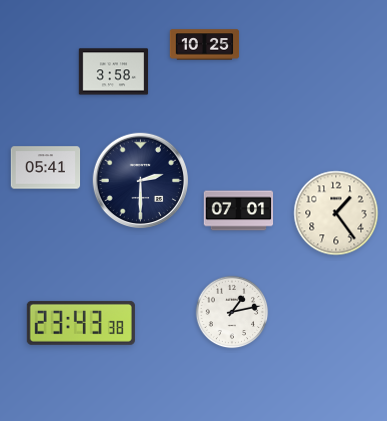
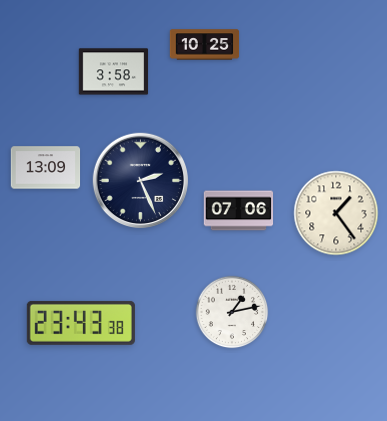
clock at (46, 168): 05:41 -> 13:09
clock at (140, 180): 2:30 -> 2:26
clock at (239, 211): 07:01 -> 07:06
